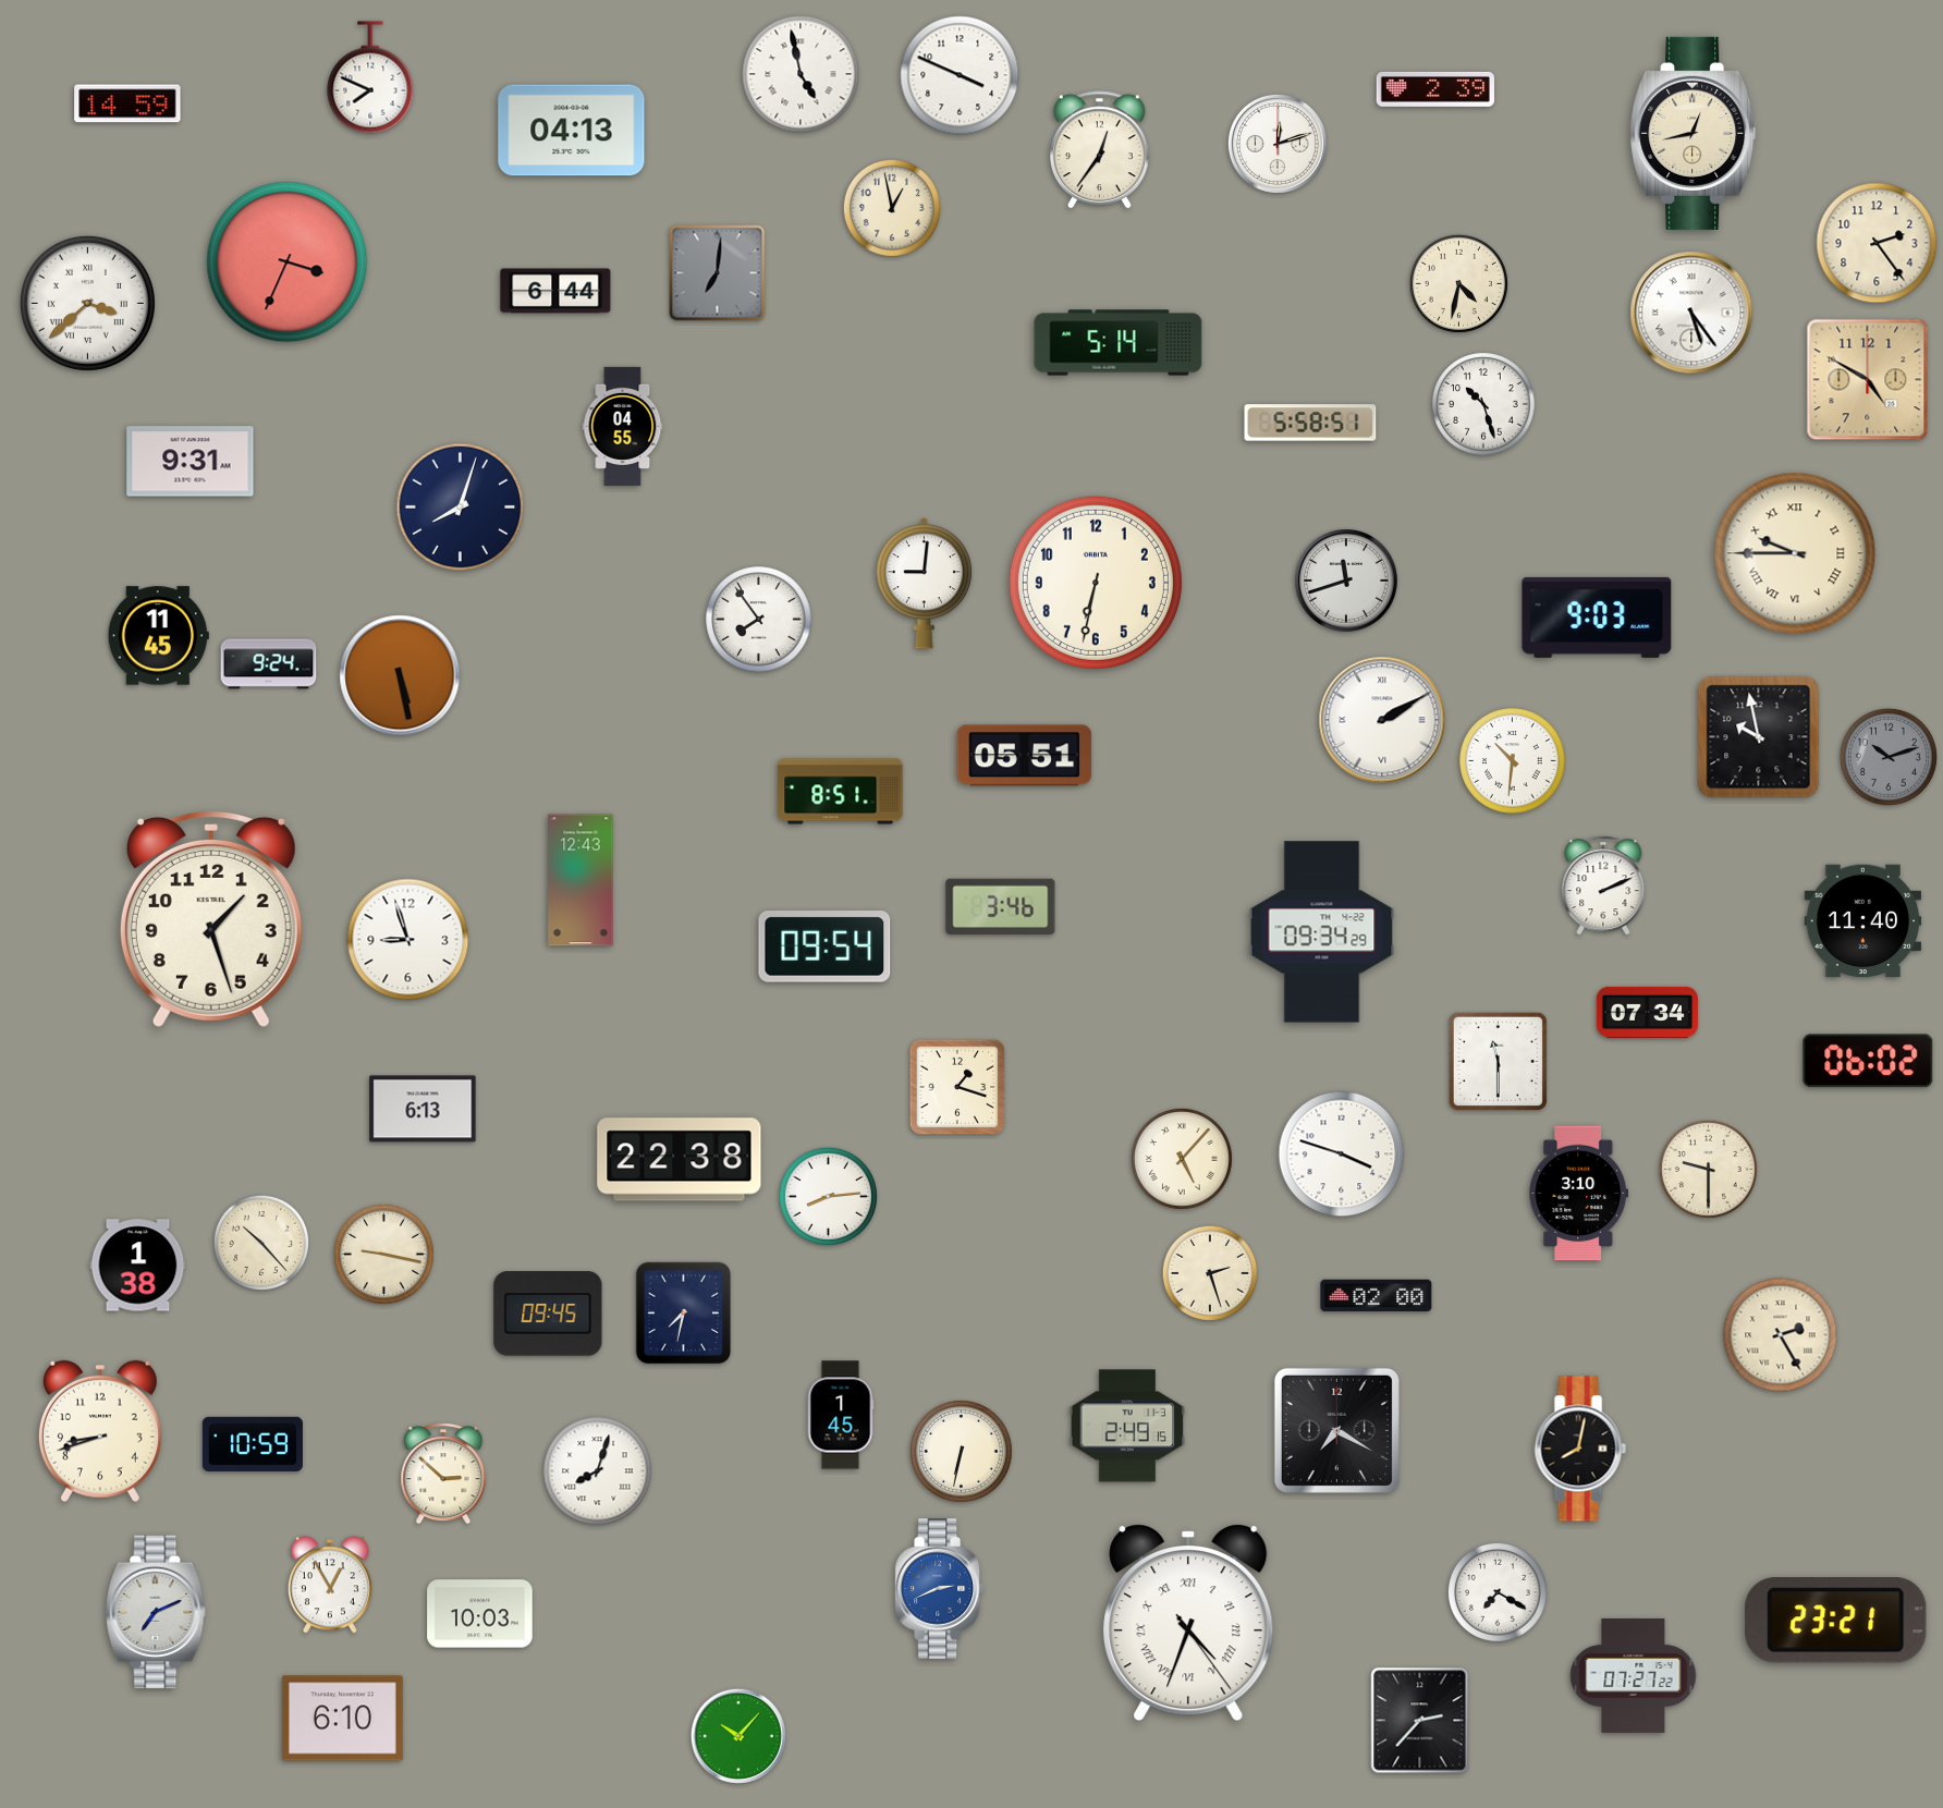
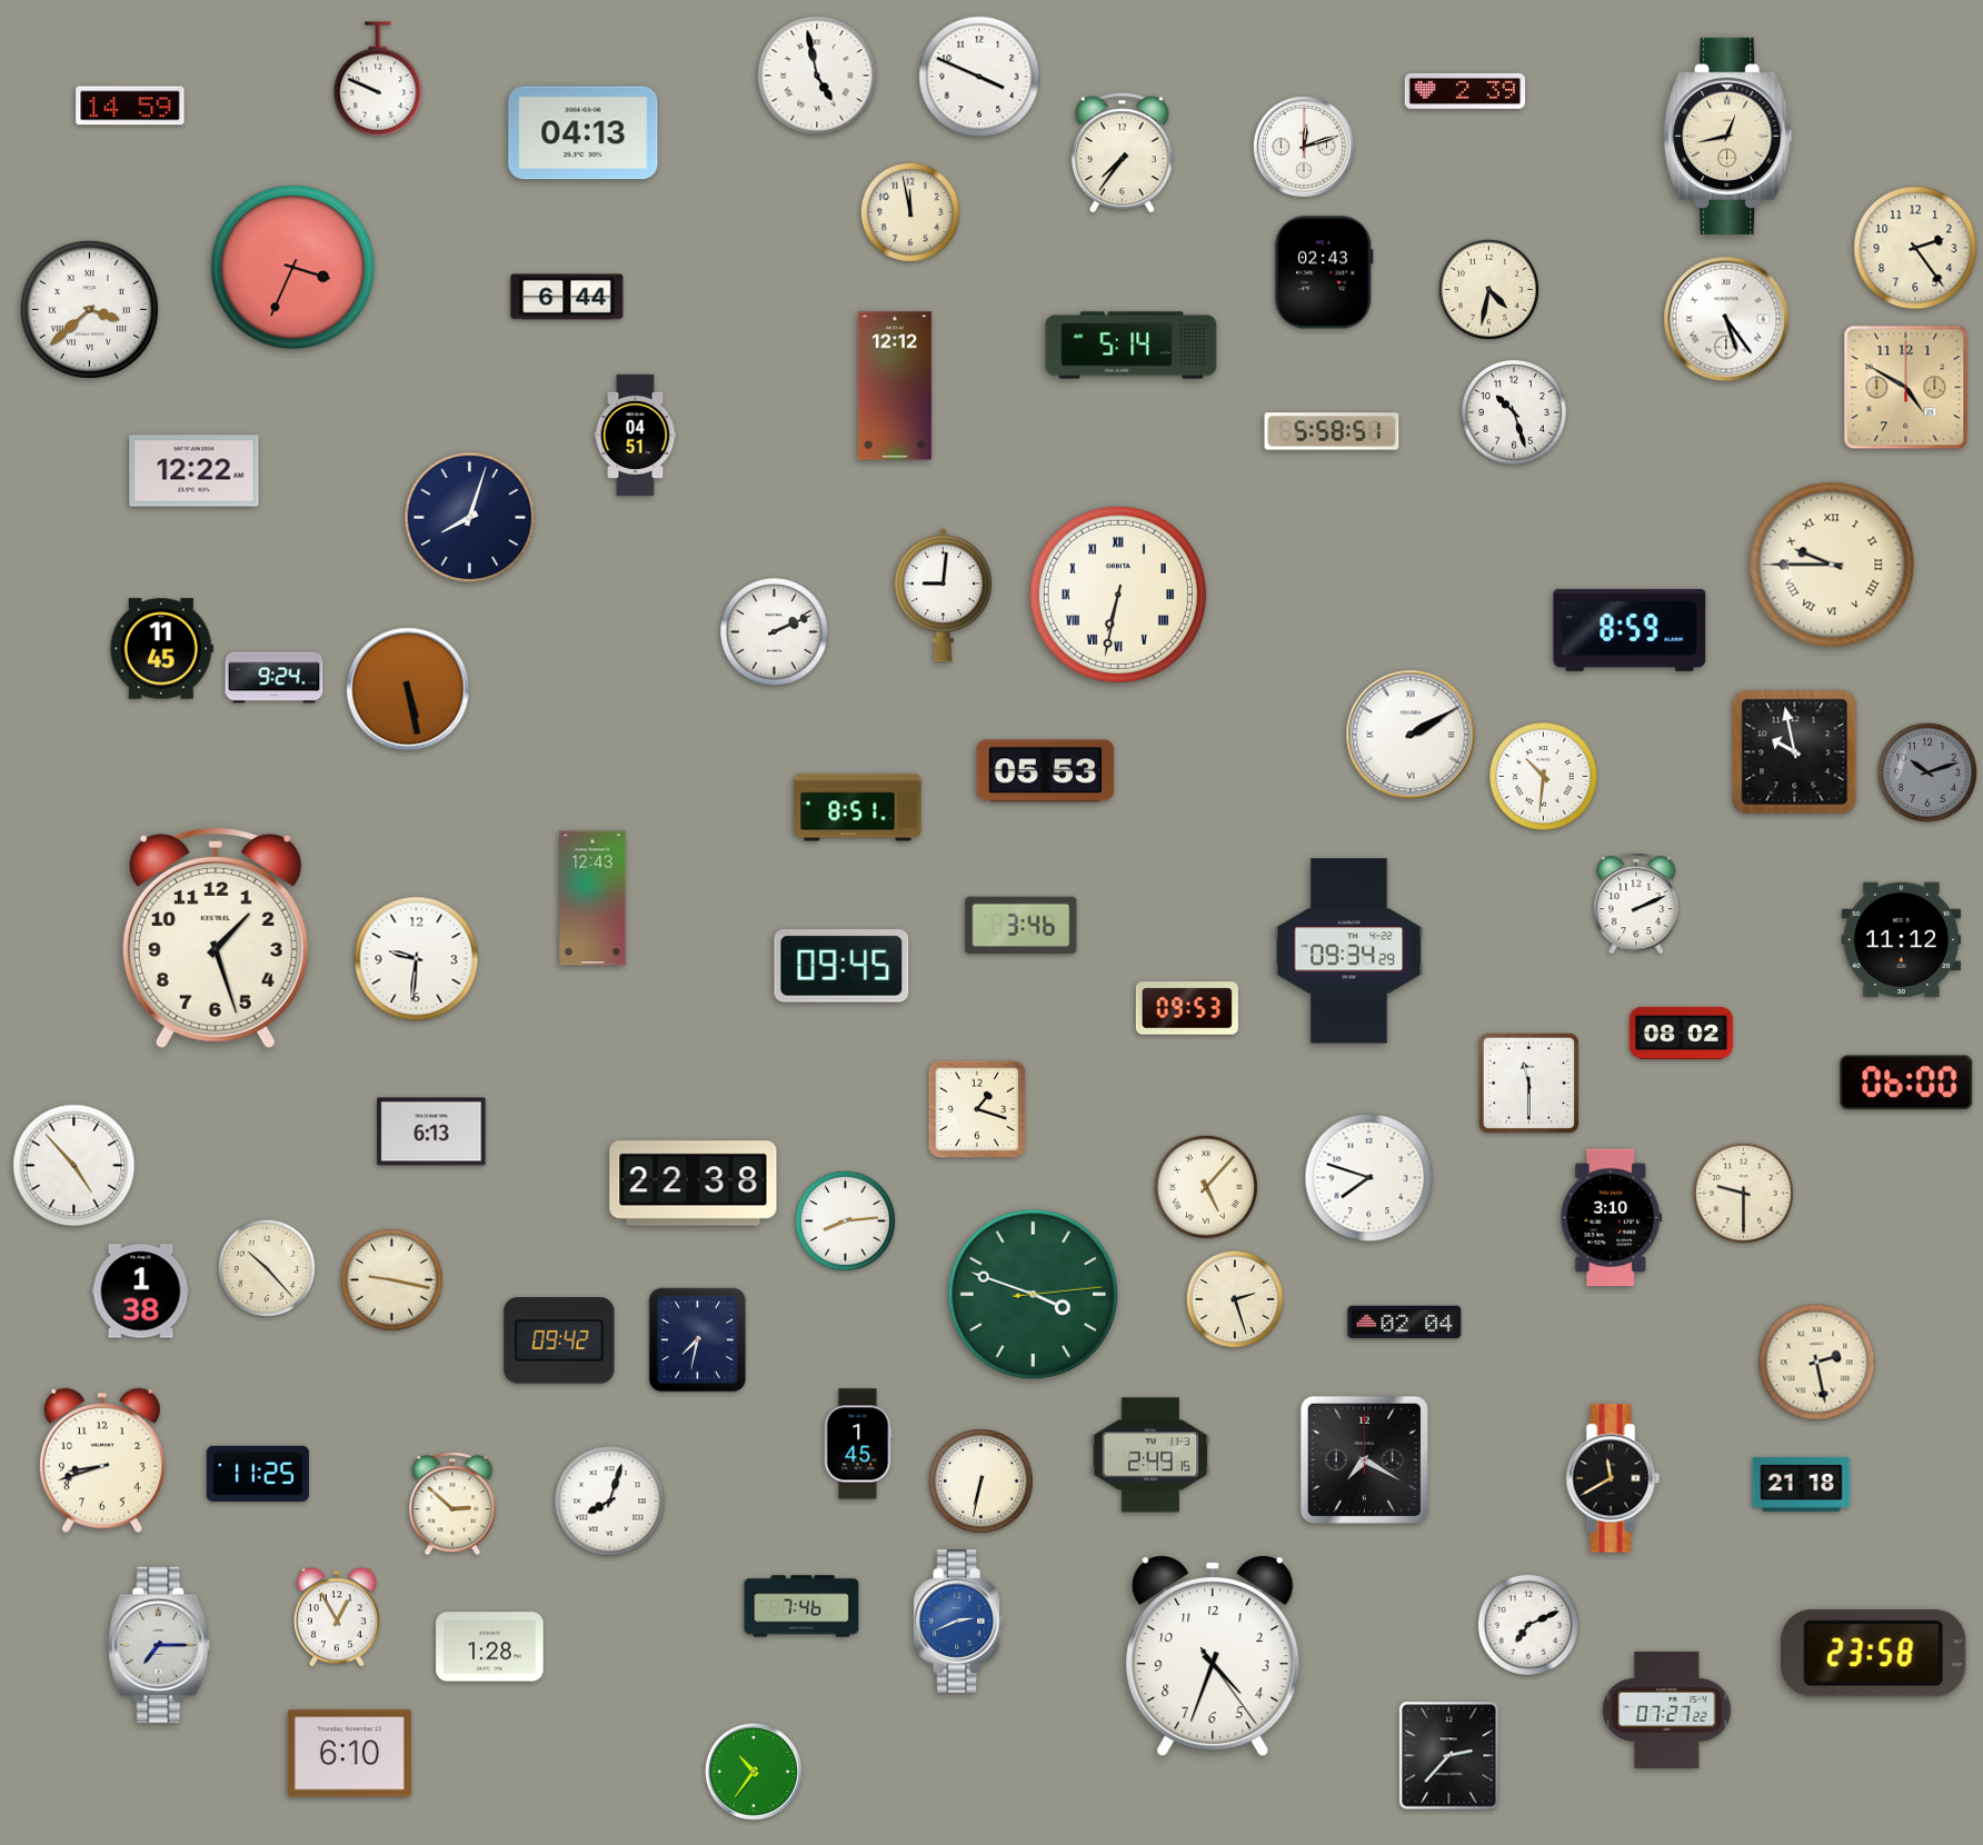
clock at (370, 77): 7:49 -> 9:49
clock at (1099, 150): 12:36 -> 7:36
clock at (892, 208): 12:58 -> 11:58
clock at (1324, 272): none -> 02:43
clock at (718, 273): 7:01 -> none
clock at (1119, 343) position: (1119, 343) -> (1132, 346)
clock at (895, 386): none -> 12:12
clock at (1310, 423) position: (1310, 423) -> (1332, 431)
clock at (623, 426): 04:55 -> 04:51
clock at (191, 462): 9:31 -> 12:22
clock at (1346, 581): 11:42 -> none
clock at (1096, 583) numerals: Arabic -> Roman
clock at (1597, 618): 9:03 -> 8:59
clock at (759, 620): 7:54 -> 2:11
clock at (1025, 756): 05:51 -> 05:53
clock at (1863, 921): 11:40 -> 11:12
clock at (408, 940): 8:57 -> 9:31
clock at (824, 946): 09:54 -> 09:45
clock at (1187, 1008): none -> 09:53
clock at (1647, 1012): 07:34 -> 08:02
clock at (1868, 1061): 06:02 -> 06:00
clock at (74, 1166): none -> 4:53
clock at (1342, 1155): 3:48 -> 7:48
clock at (1182, 1159) position: (1182, 1159) -> (1206, 1187)
clock at (1034, 1295): none -> 3:48
clock at (1377, 1296): 02:00 -> 02:04
clock at (548, 1314): 09:45 -> 09:42
clock at (1781, 1335): 2:25 -> 2:28
clock at (253, 1444): 10:59 -> 11:25
clock at (1580, 1449): 8:02 -> 11:40
clock at (1802, 1484): none -> 21:18
clock at (801, 1606): none -> 7:46
clock at (1498, 1592): 7:20 -> 7:11
clock at (156, 1612): 7:11 -> 7:15
clock at (480, 1614): 10:03 -> 1:28
clock at (1836, 1621): 23:21 -> 23:58
clock at (1188, 1624) numerals: Roman -> Arabic
clock at (738, 1736): 10:07 -> 10:36
